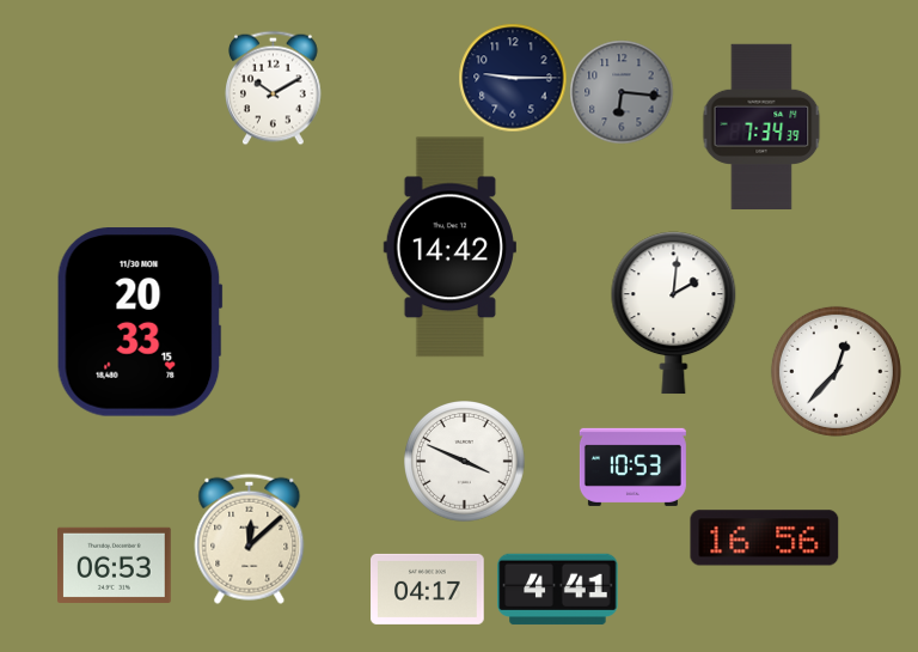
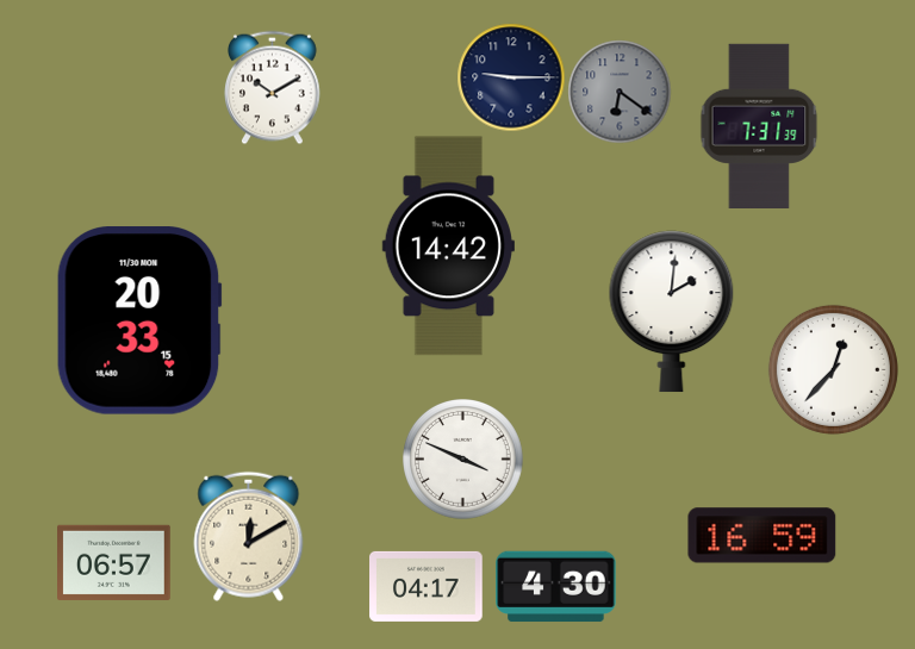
clock at (622, 92): 6:16 -> 6:21
clock at (761, 126): 7:34 -> 7:31
clock at (632, 467): 10:53 -> none
clock at (250, 538): 12:08 -> 12:10
clock at (765, 538): 16:56 -> 16:59
clock at (115, 565): 06:53 -> 06:57
clock at (558, 590): 4:41 -> 4:30
